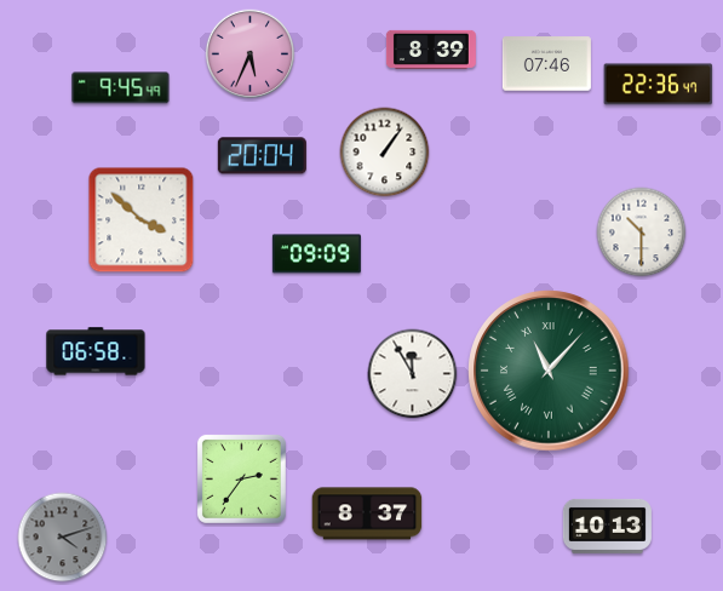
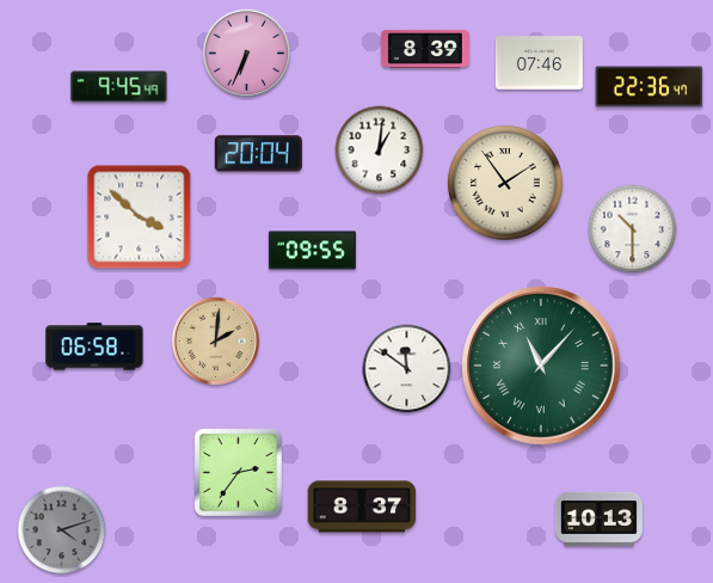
clock at (251, 54): 5:34 -> 6:34
clock at (659, 85) position: (659, 85) -> (650, 87)
clock at (385, 153): 1:06 -> 1:01
clock at (506, 184): none -> 1:54
clock at (316, 254): 09:09 -> 09:55
clock at (216, 342): none -> 2:01
clock at (413, 374): 11:55 -> 11:51
